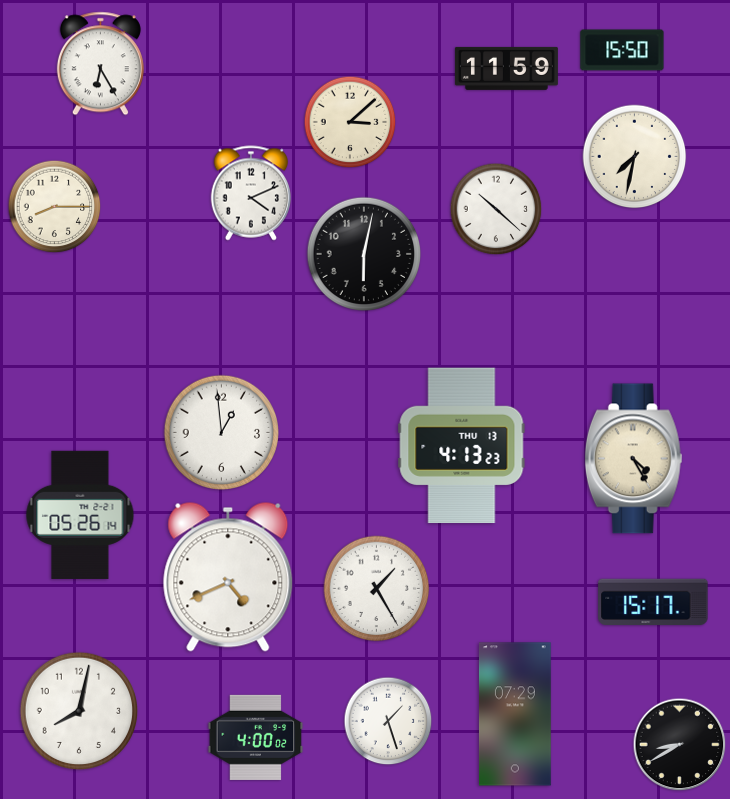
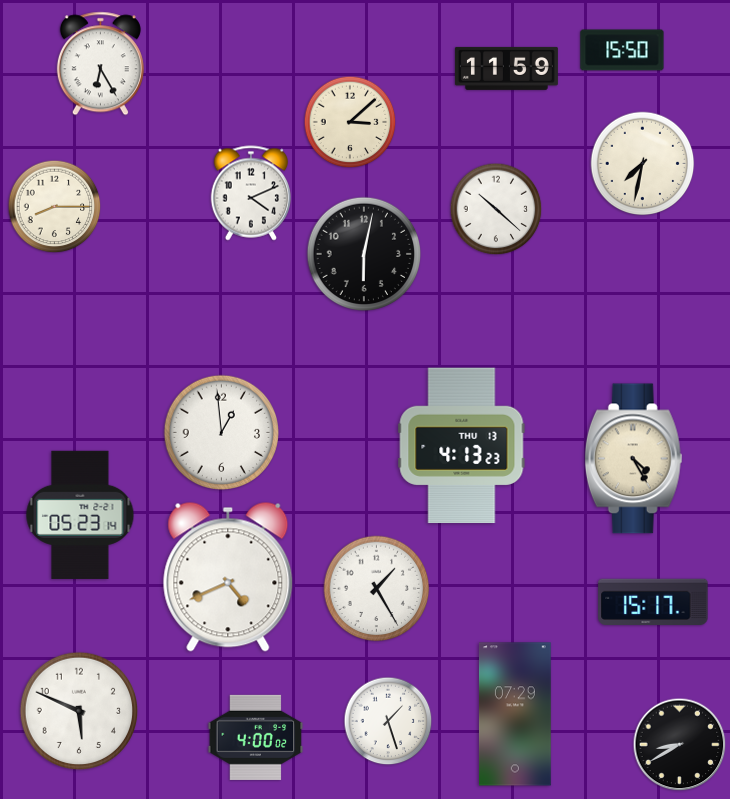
clock at (635, 157) position: (635, 157) -> (643, 164)
clock at (80, 515): 05:26 -> 05:23
clock at (78, 710): 8:02 -> 5:49
